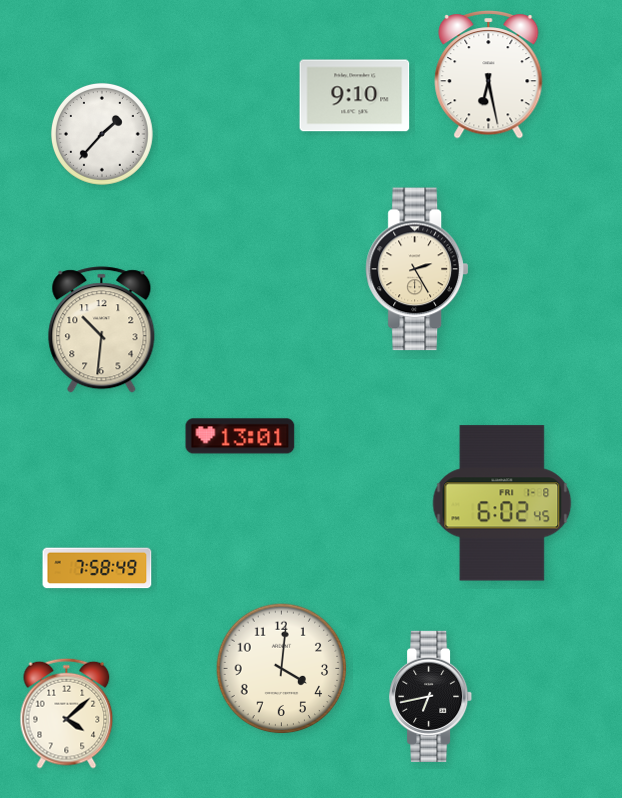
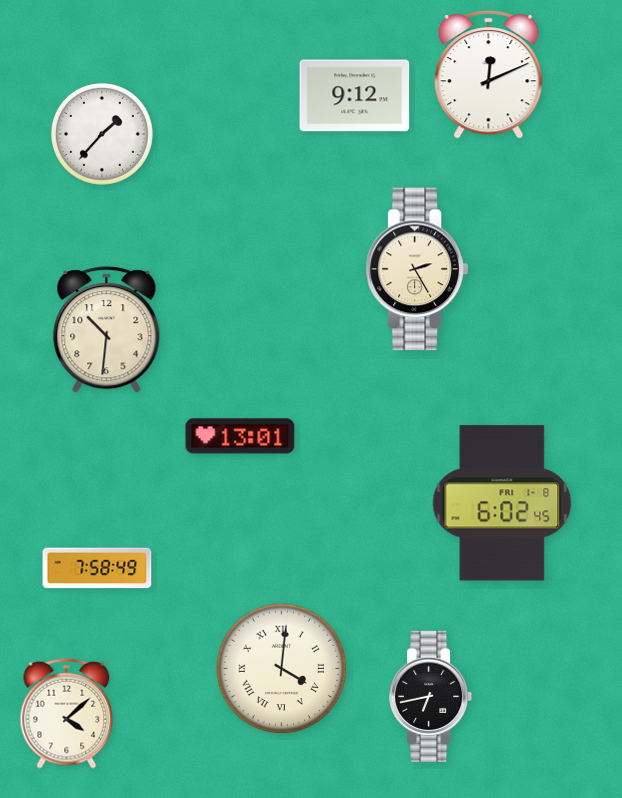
clock at (489, 75): 6:28 -> 12:11
clock at (355, 96): 9:10 -> 9:12
clock at (102, 330) position: (102, 330) -> (107, 330)
clock at (282, 669) numerals: Arabic -> Roman
